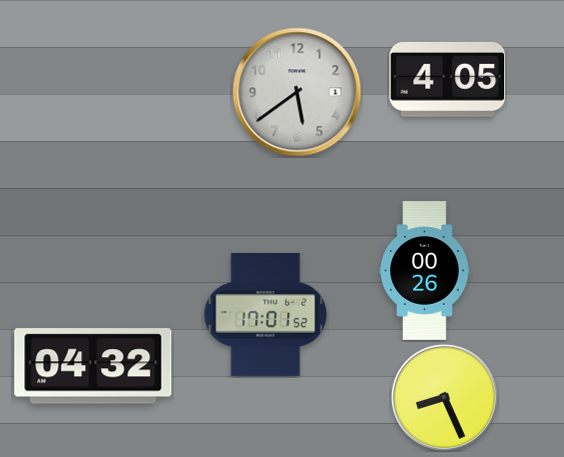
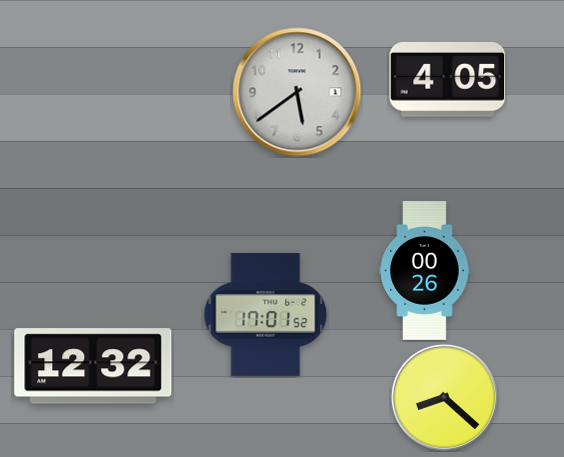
clock at (93, 366): 04:32 -> 12:32
clock at (444, 397): 8:26 -> 8:22
